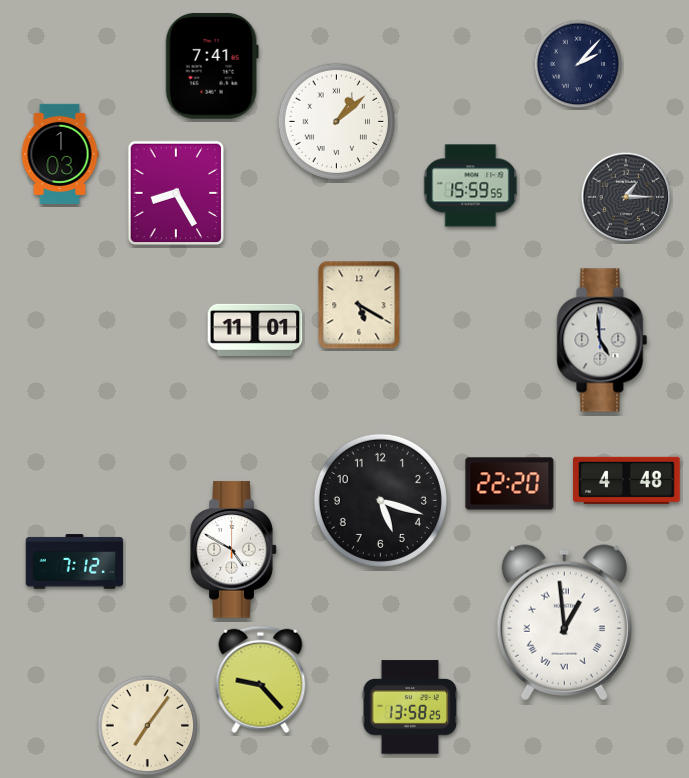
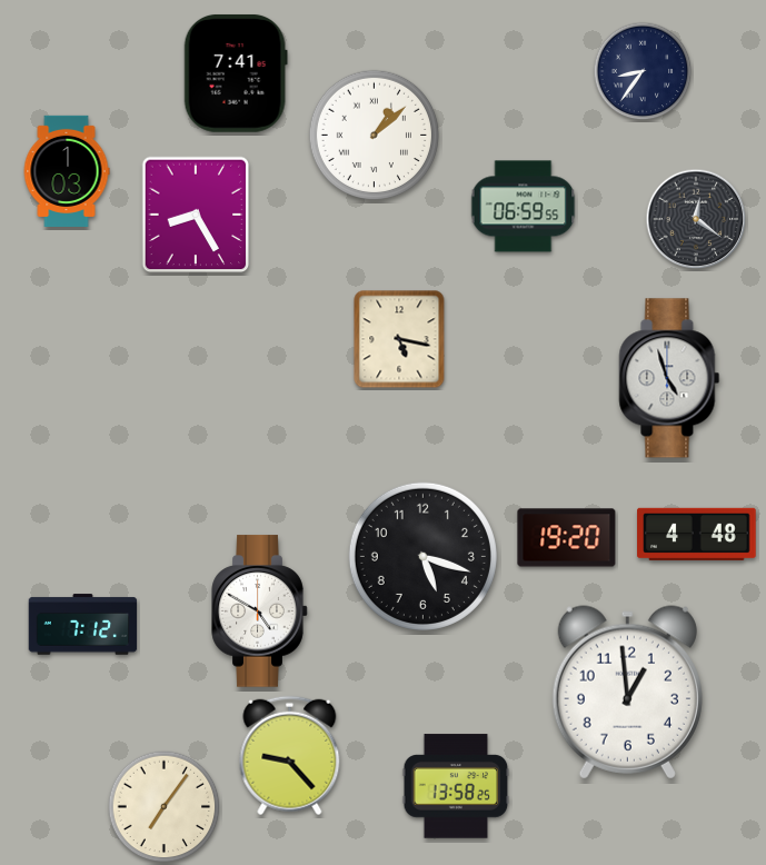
clock at (578, 64): 2:07 -> 8:36
clock at (471, 186): 15:59 -> 06:59
clock at (626, 197): 1:15 -> 12:21
clock at (359, 305): 5:20 -> 5:17
clock at (255, 330): 11:01 -> none
clock at (602, 340): 4:59 -> 4:57
clock at (510, 484): 22:20 -> 19:20
clock at (564, 623) numerals: Roman -> Arabic
